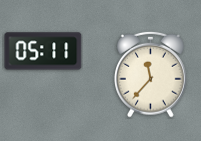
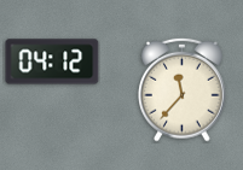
clock at (43, 51): 05:11 -> 04:12
